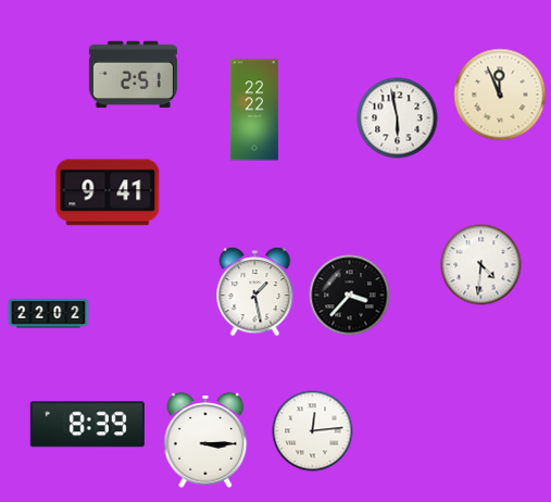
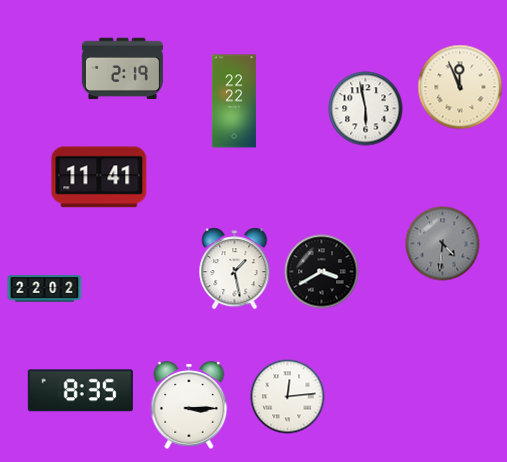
clock at (133, 75): 2:51 -> 2:19
clock at (108, 192): 9:41 -> 11:41
clock at (481, 265) dial: white -> grey
clock at (350, 296): 3:37 -> 3:40
clock at (87, 425): 8:39 -> 8:35
